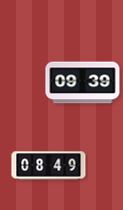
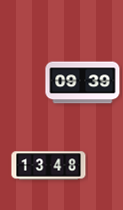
clock at (49, 166): 08:49 -> 13:48
